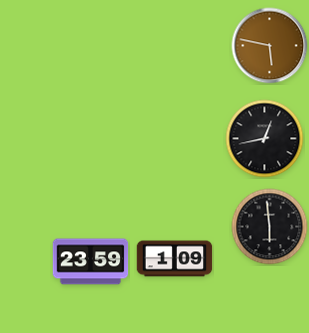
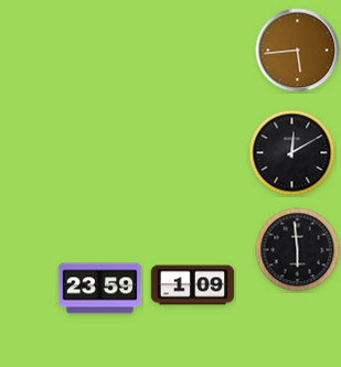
clock at (270, 46): 5:47 -> 5:44
clock at (265, 139): 12:43 -> 12:10
